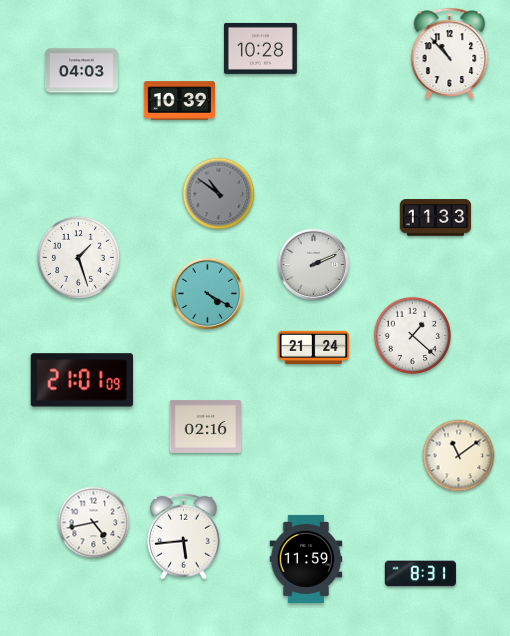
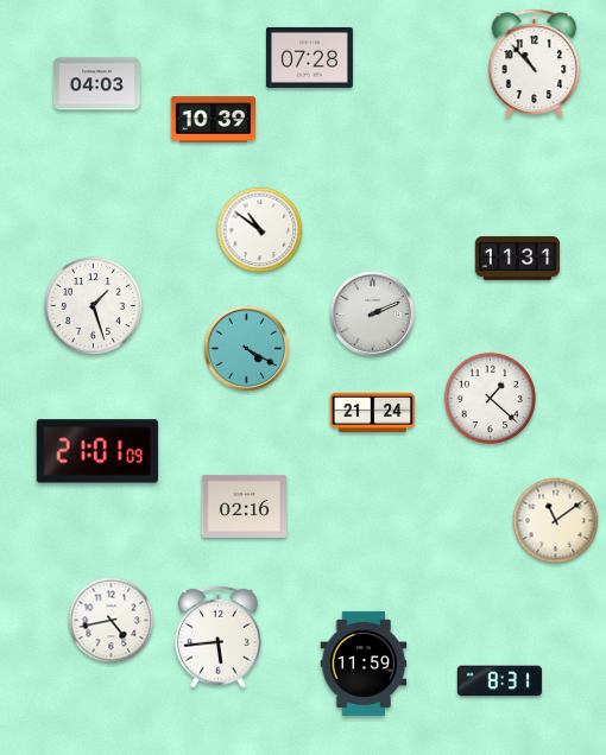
clock at (260, 48): 10:28 -> 07:28
clock at (219, 194) dial: grey -> white
clock at (435, 218): 11:33 -> 11:31
clock at (459, 456) position: (459, 456) -> (556, 521)
